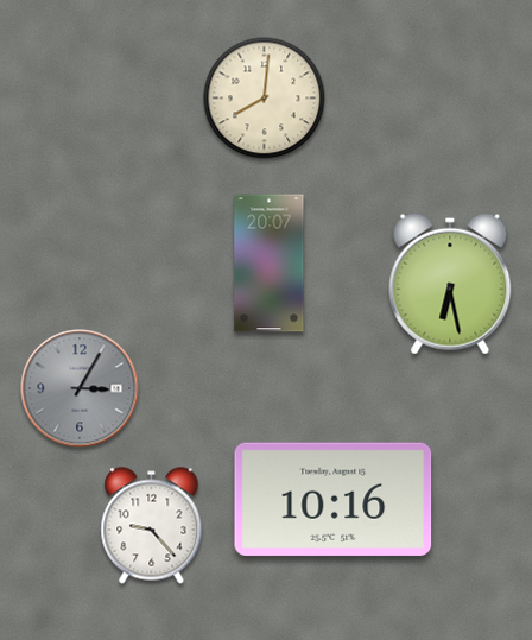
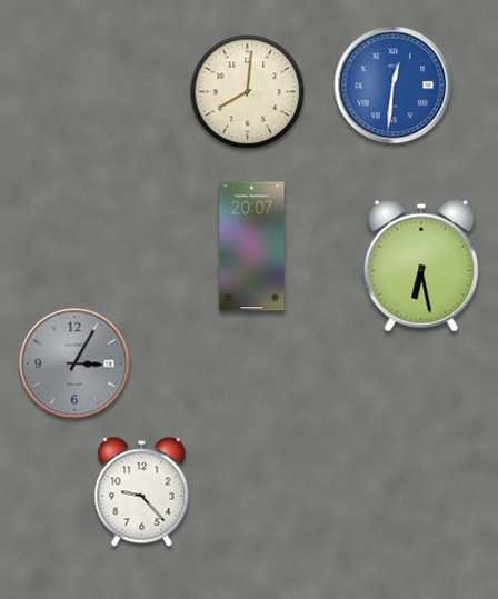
clock at (394, 86): none -> 12:31
clock at (334, 499): 10:16 -> none
